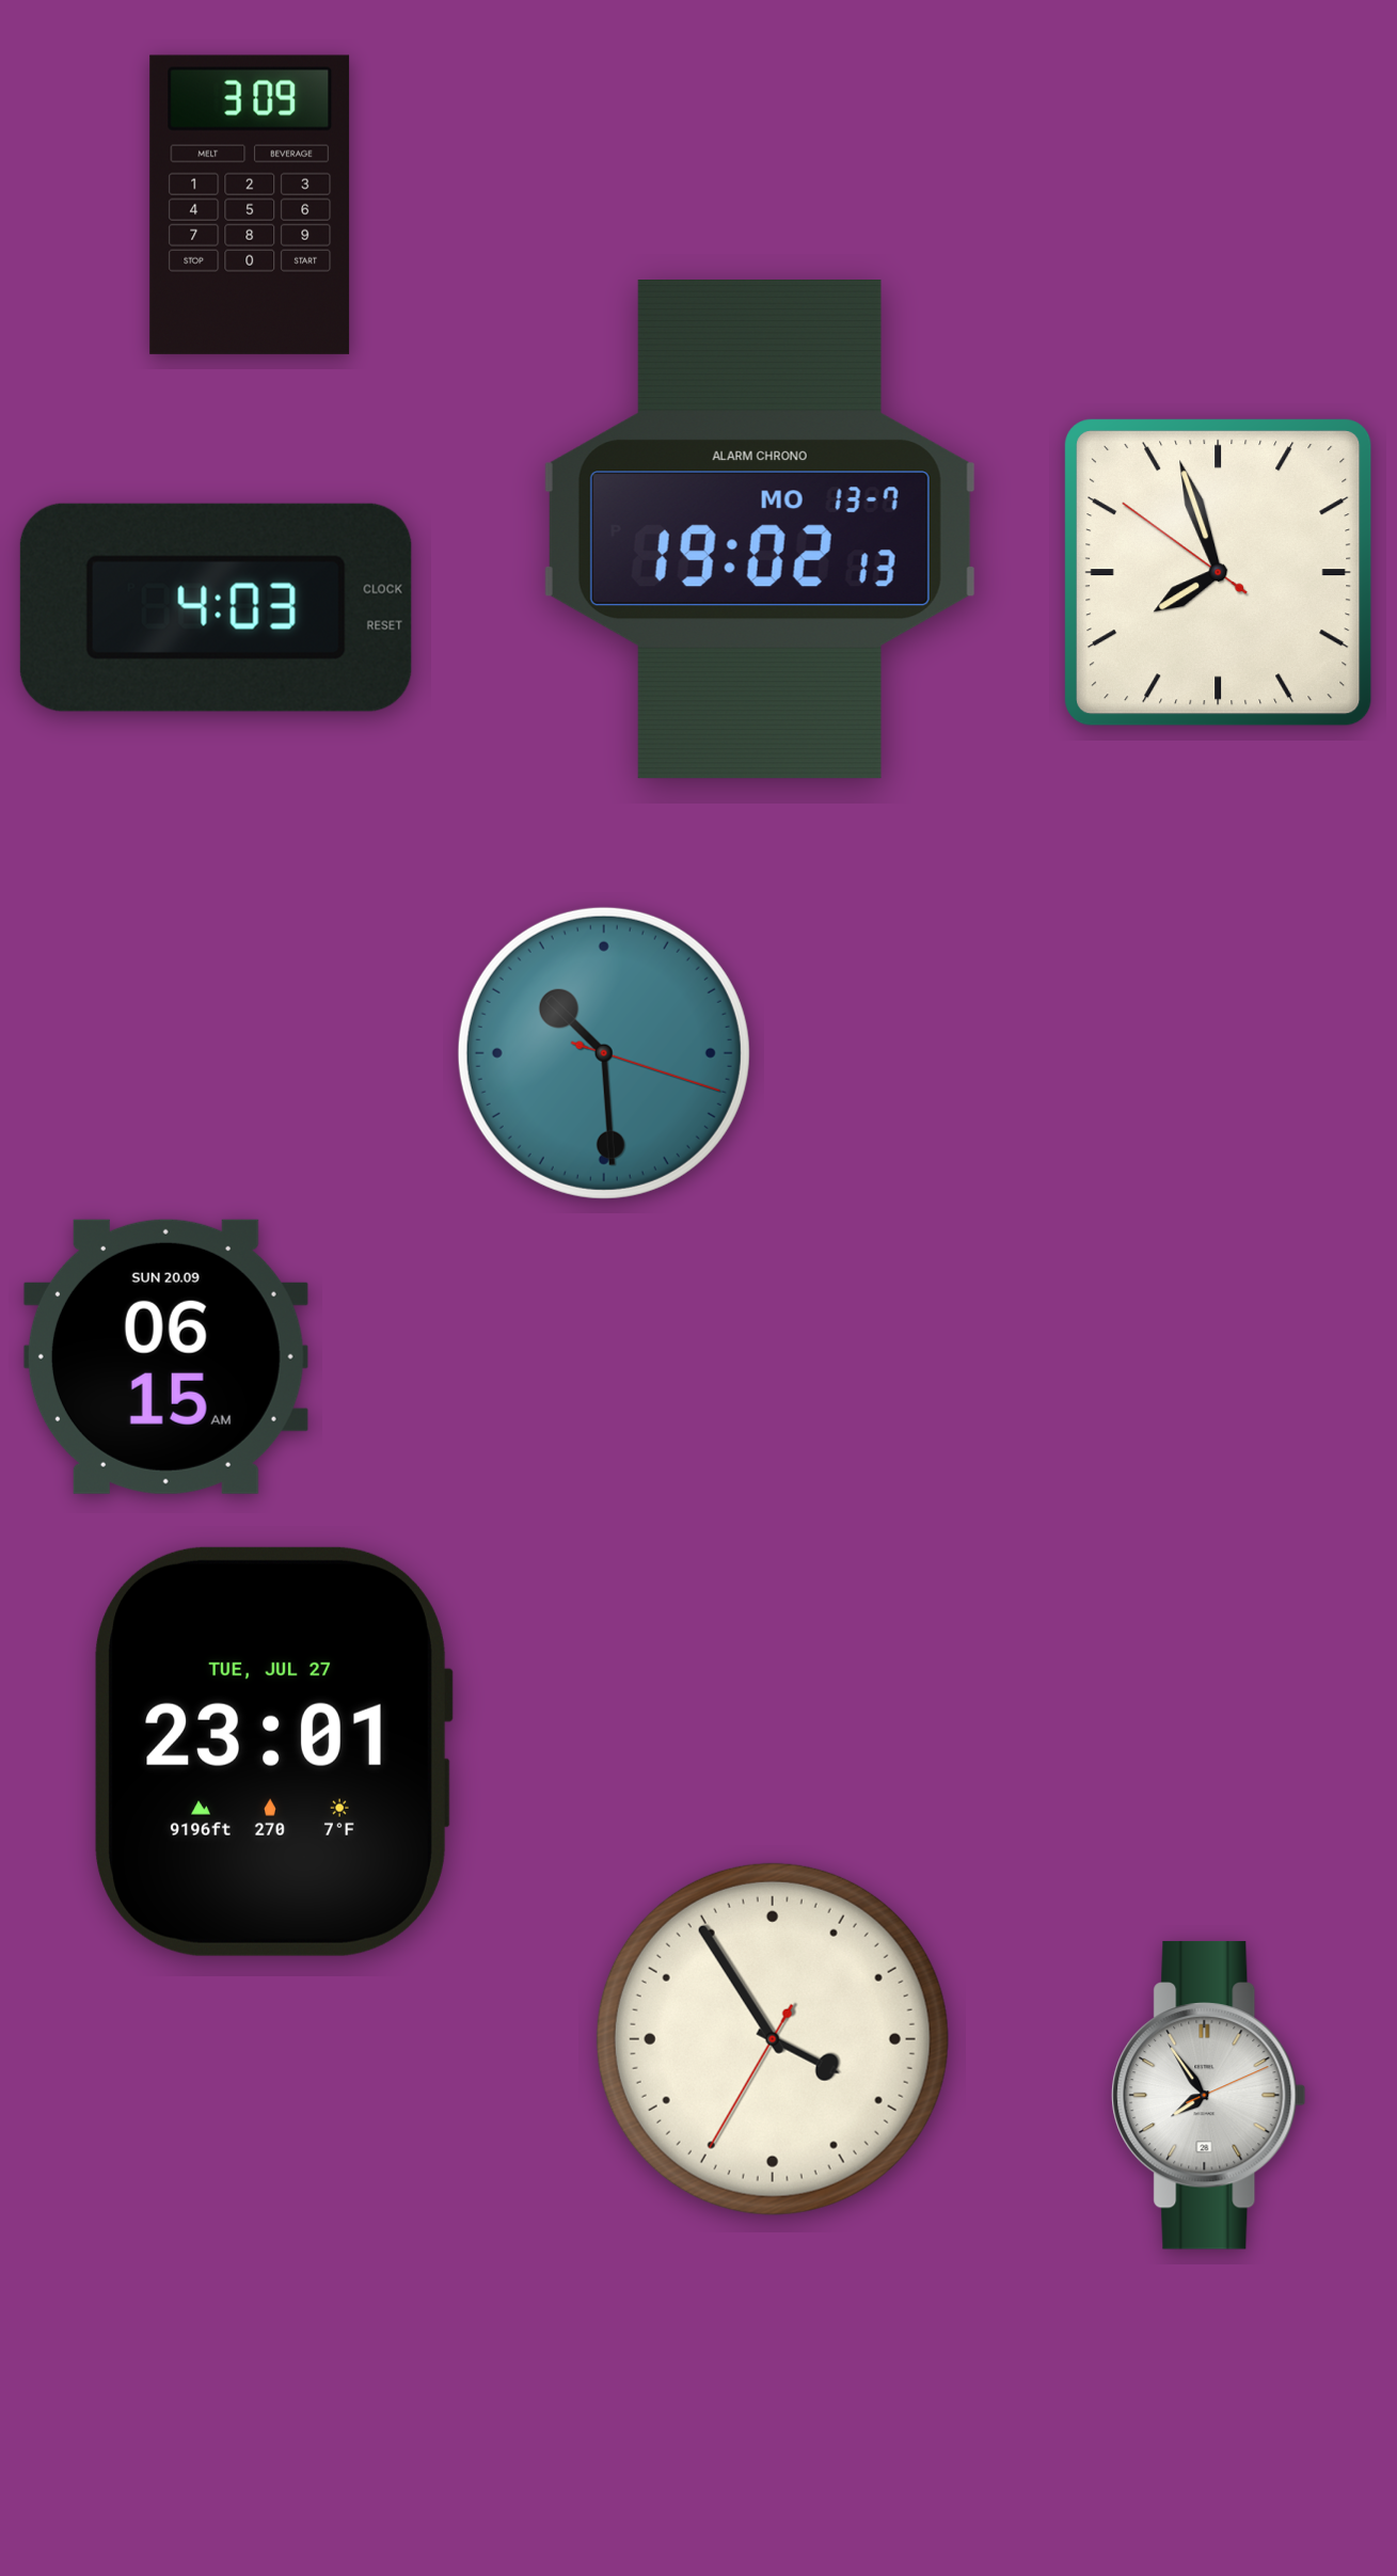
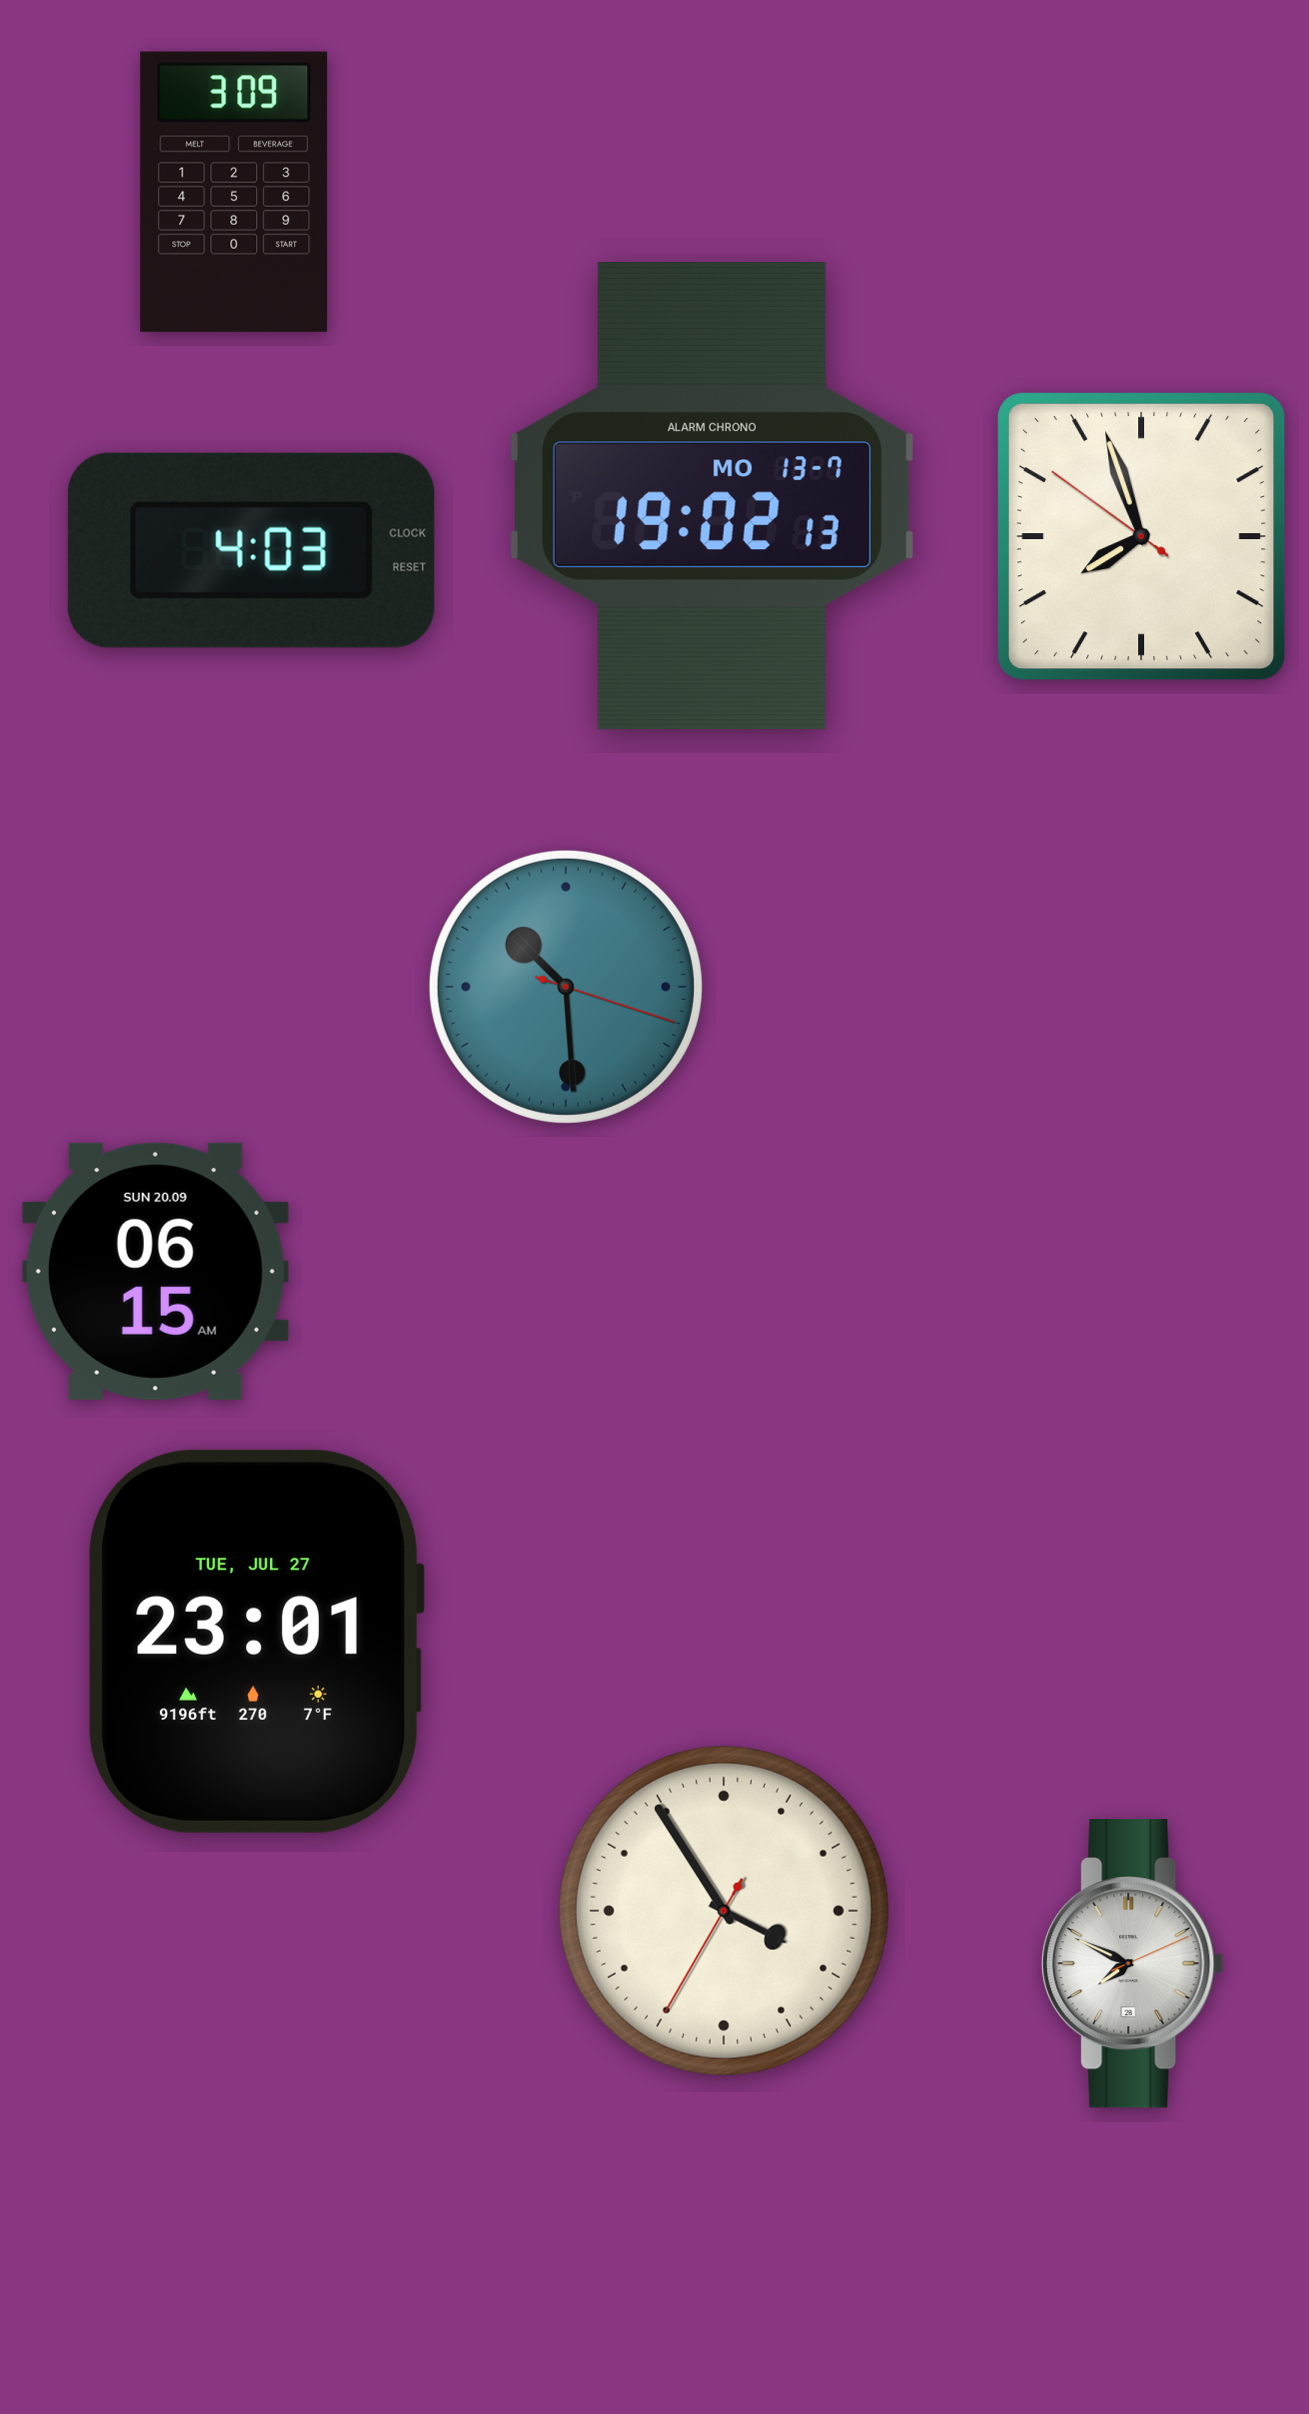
clock at (216, 607) position: (216, 607) -> (251, 550)
clock at (1209, 2095): 7:54 -> 7:49
